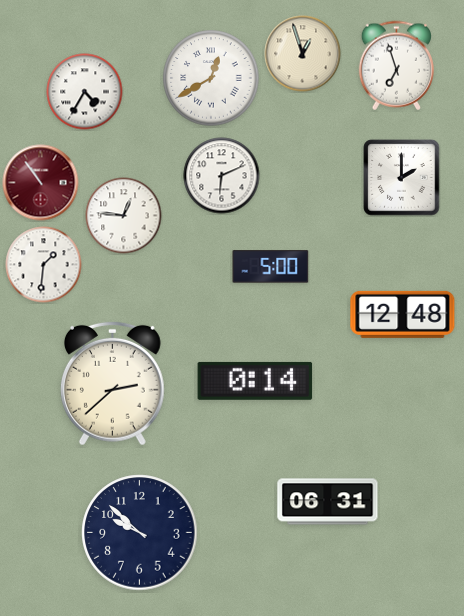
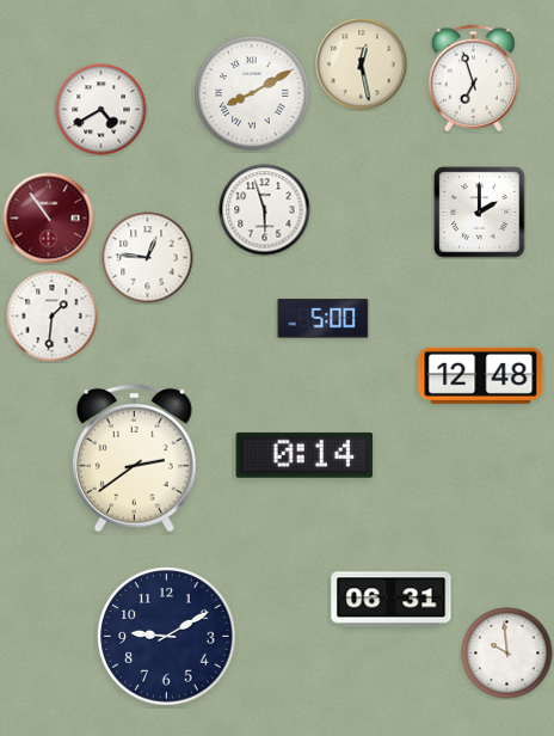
clock at (303, 54): 12:57 -> 12:28
clock at (211, 78): 12:40 -> 8:10
clock at (85, 92): 4:35 -> 4:40
clock at (222, 176): 6:11 -> 5:57
clock at (112, 383): 2:38 -> 2:39
clock at (140, 533): 9:52 -> 9:10
clock at (507, 654): none -> 9:59
